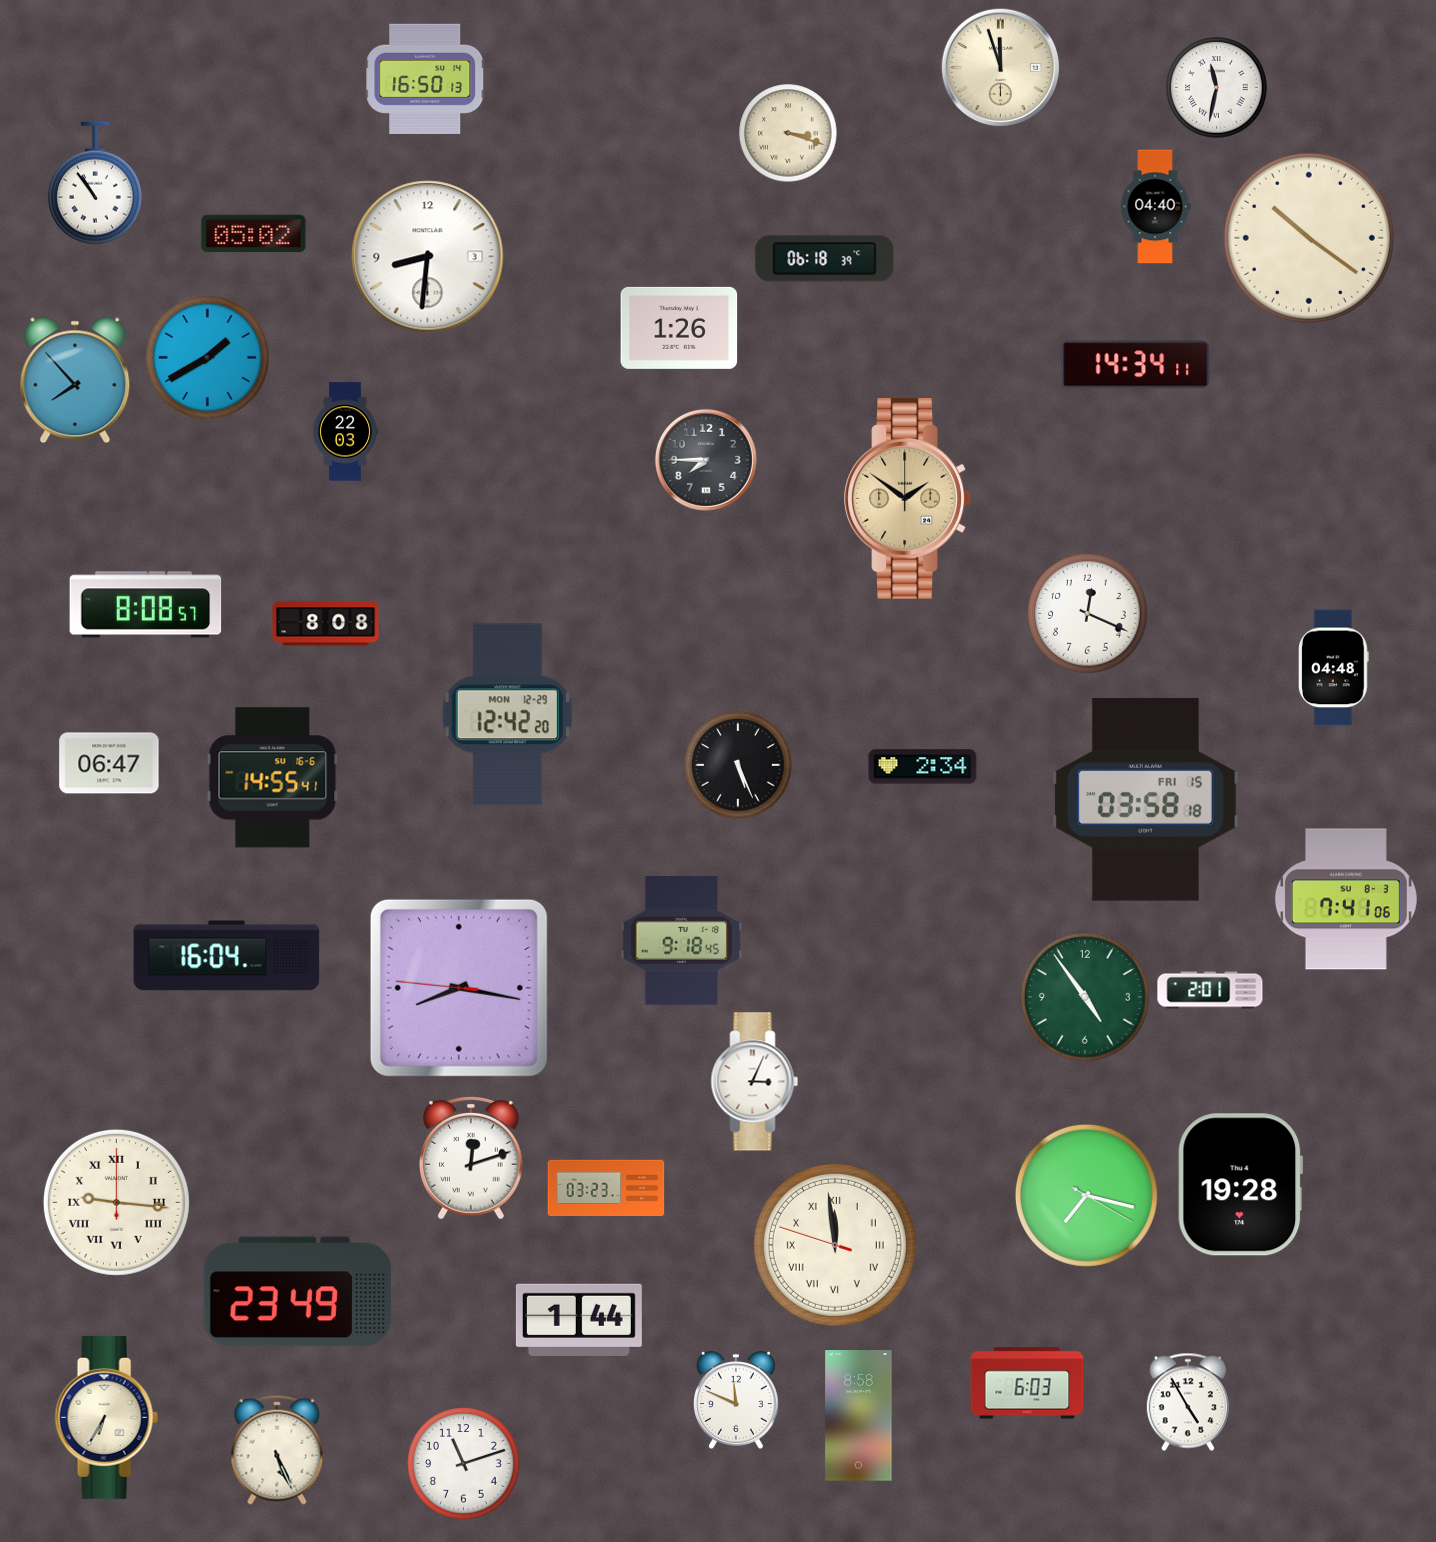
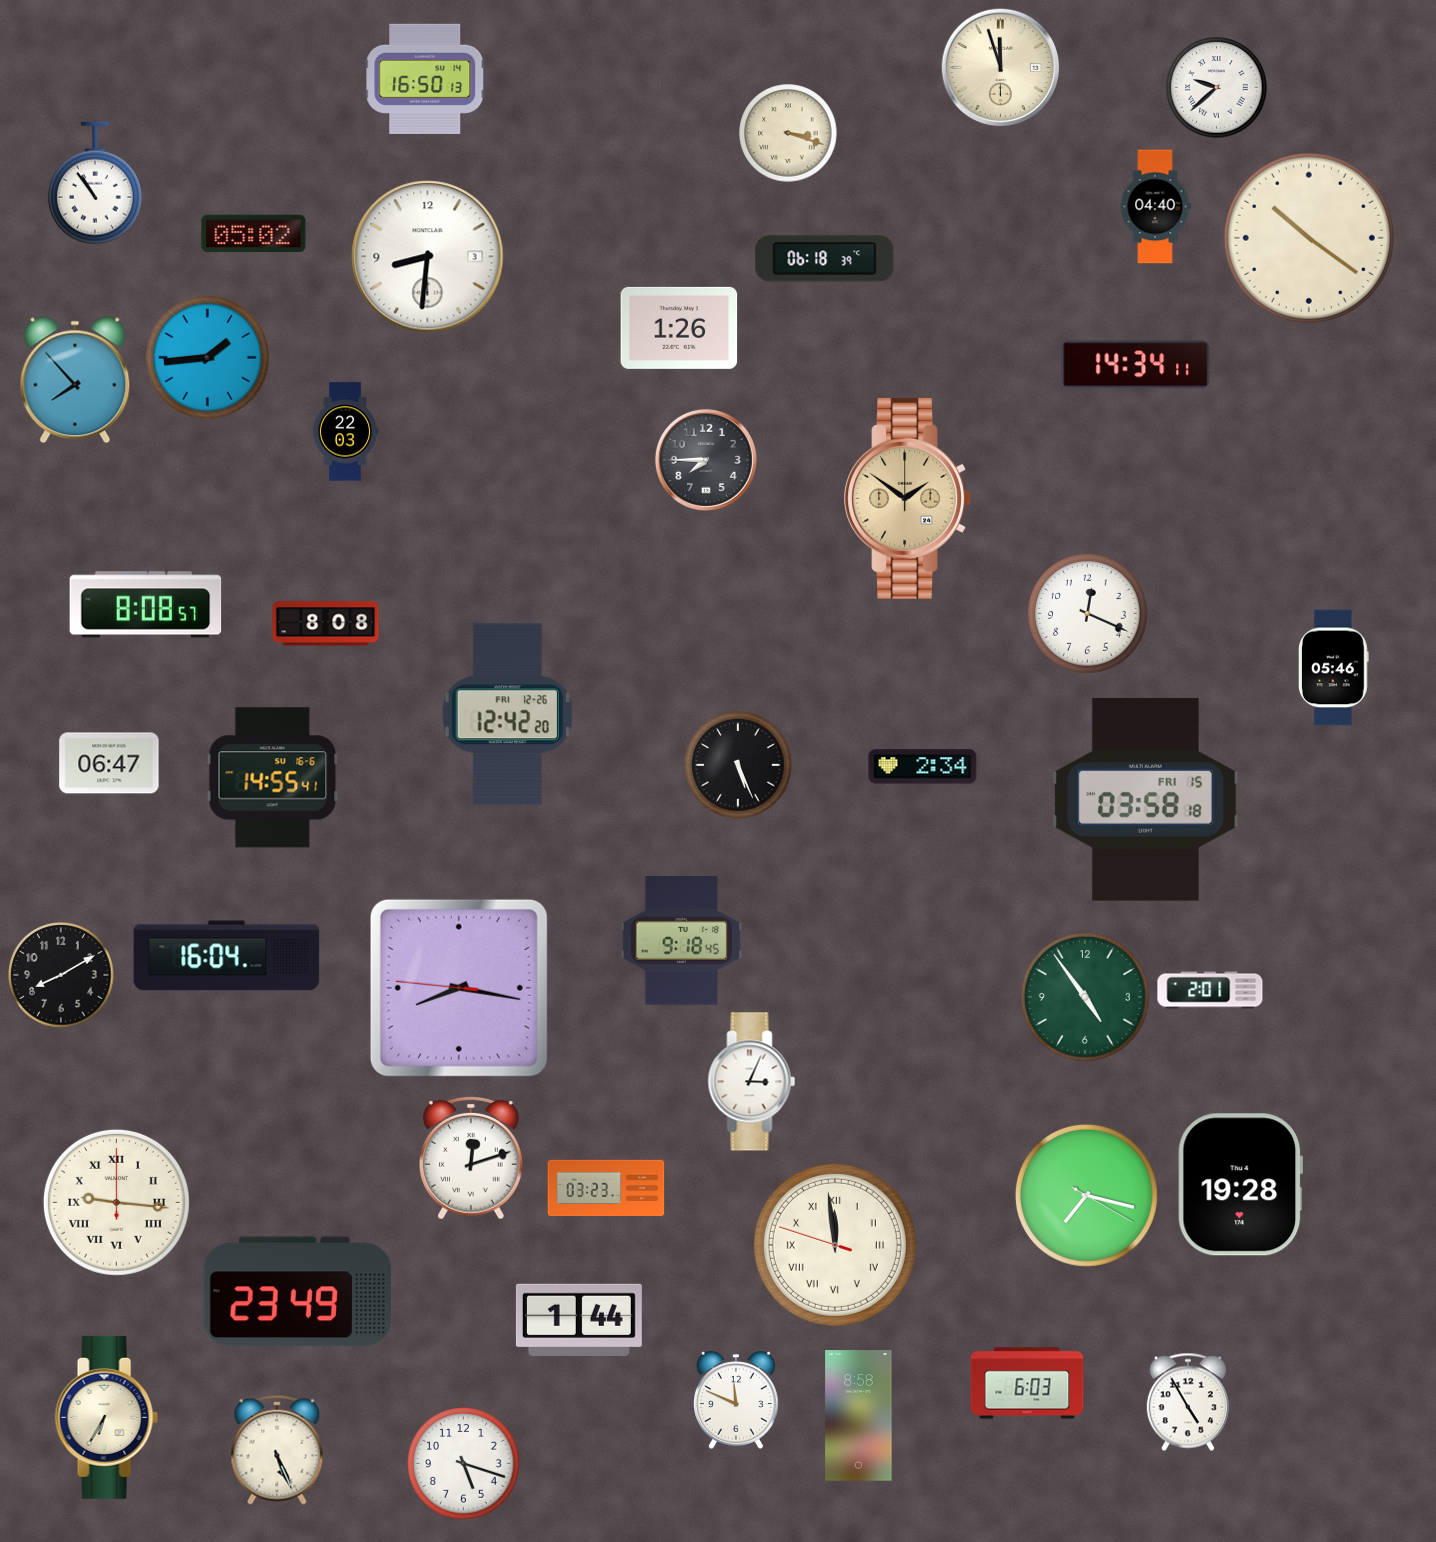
clock at (1217, 88): 11:32 -> 9:38
clock at (208, 358): 1:40 -> 1:44
clock at (1334, 668): 04:48 -> 05:46
clock at (507, 715) date: MON 12-29 -> FRI 12-26
clock at (1346, 899): 7:41 -> none
clock at (61, 975): none -> 8:10
clock at (755, 1082) position: (755, 1082) -> (752, 1082)
clock at (464, 1464): 11:12 -> 5:18
